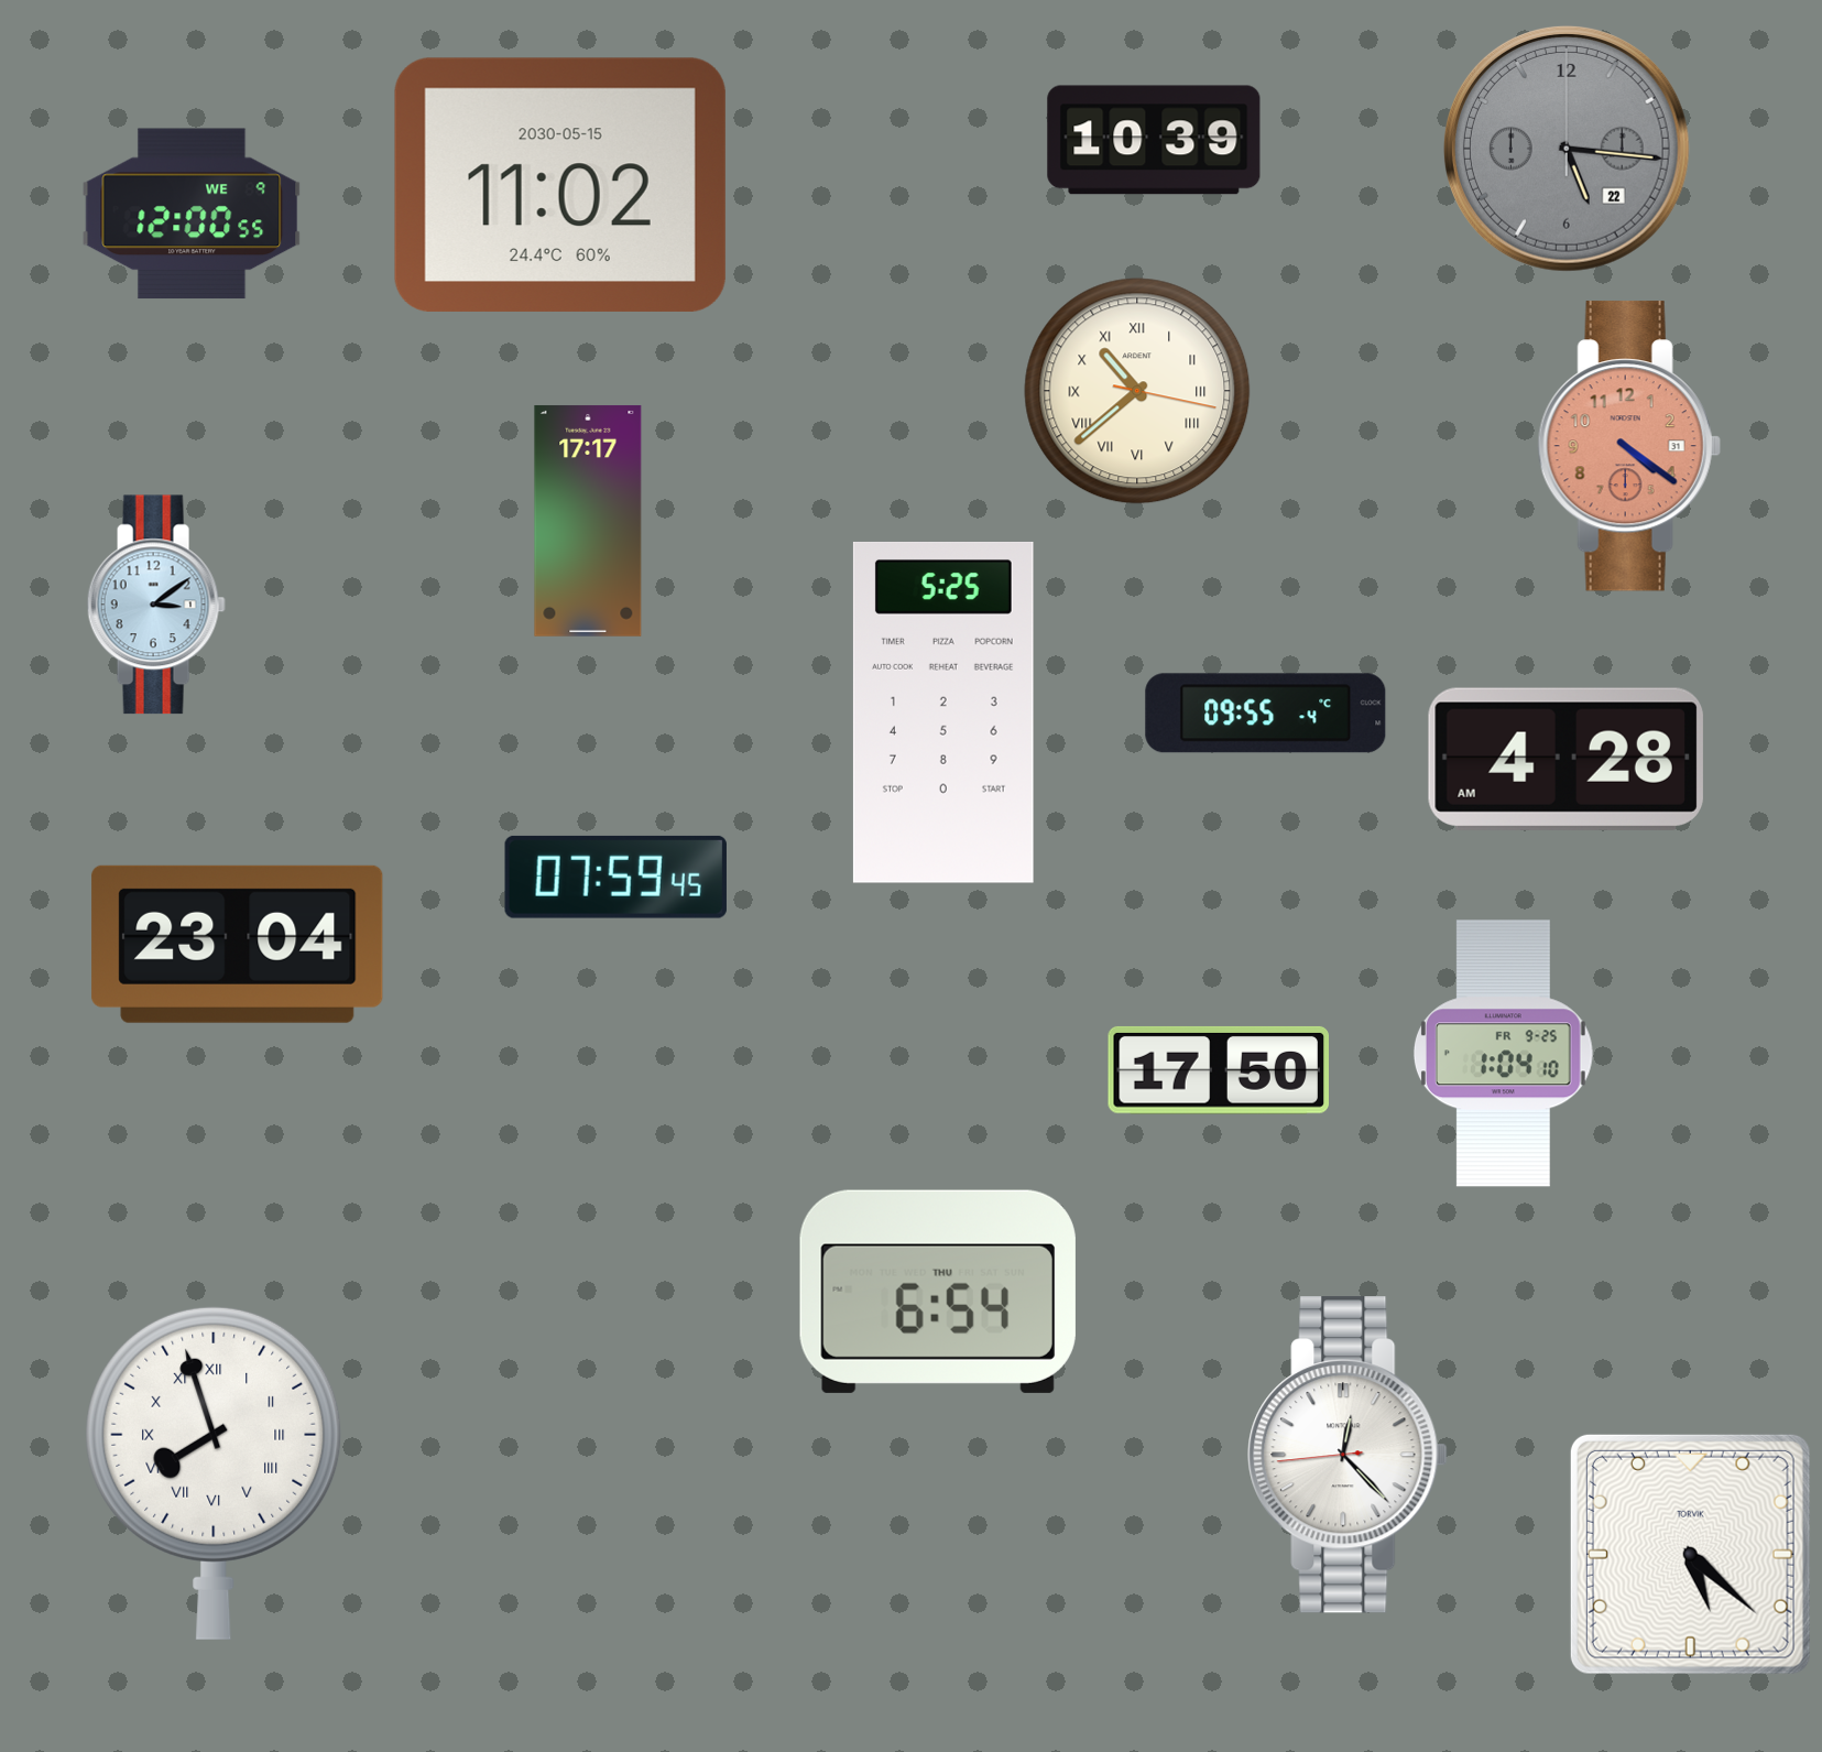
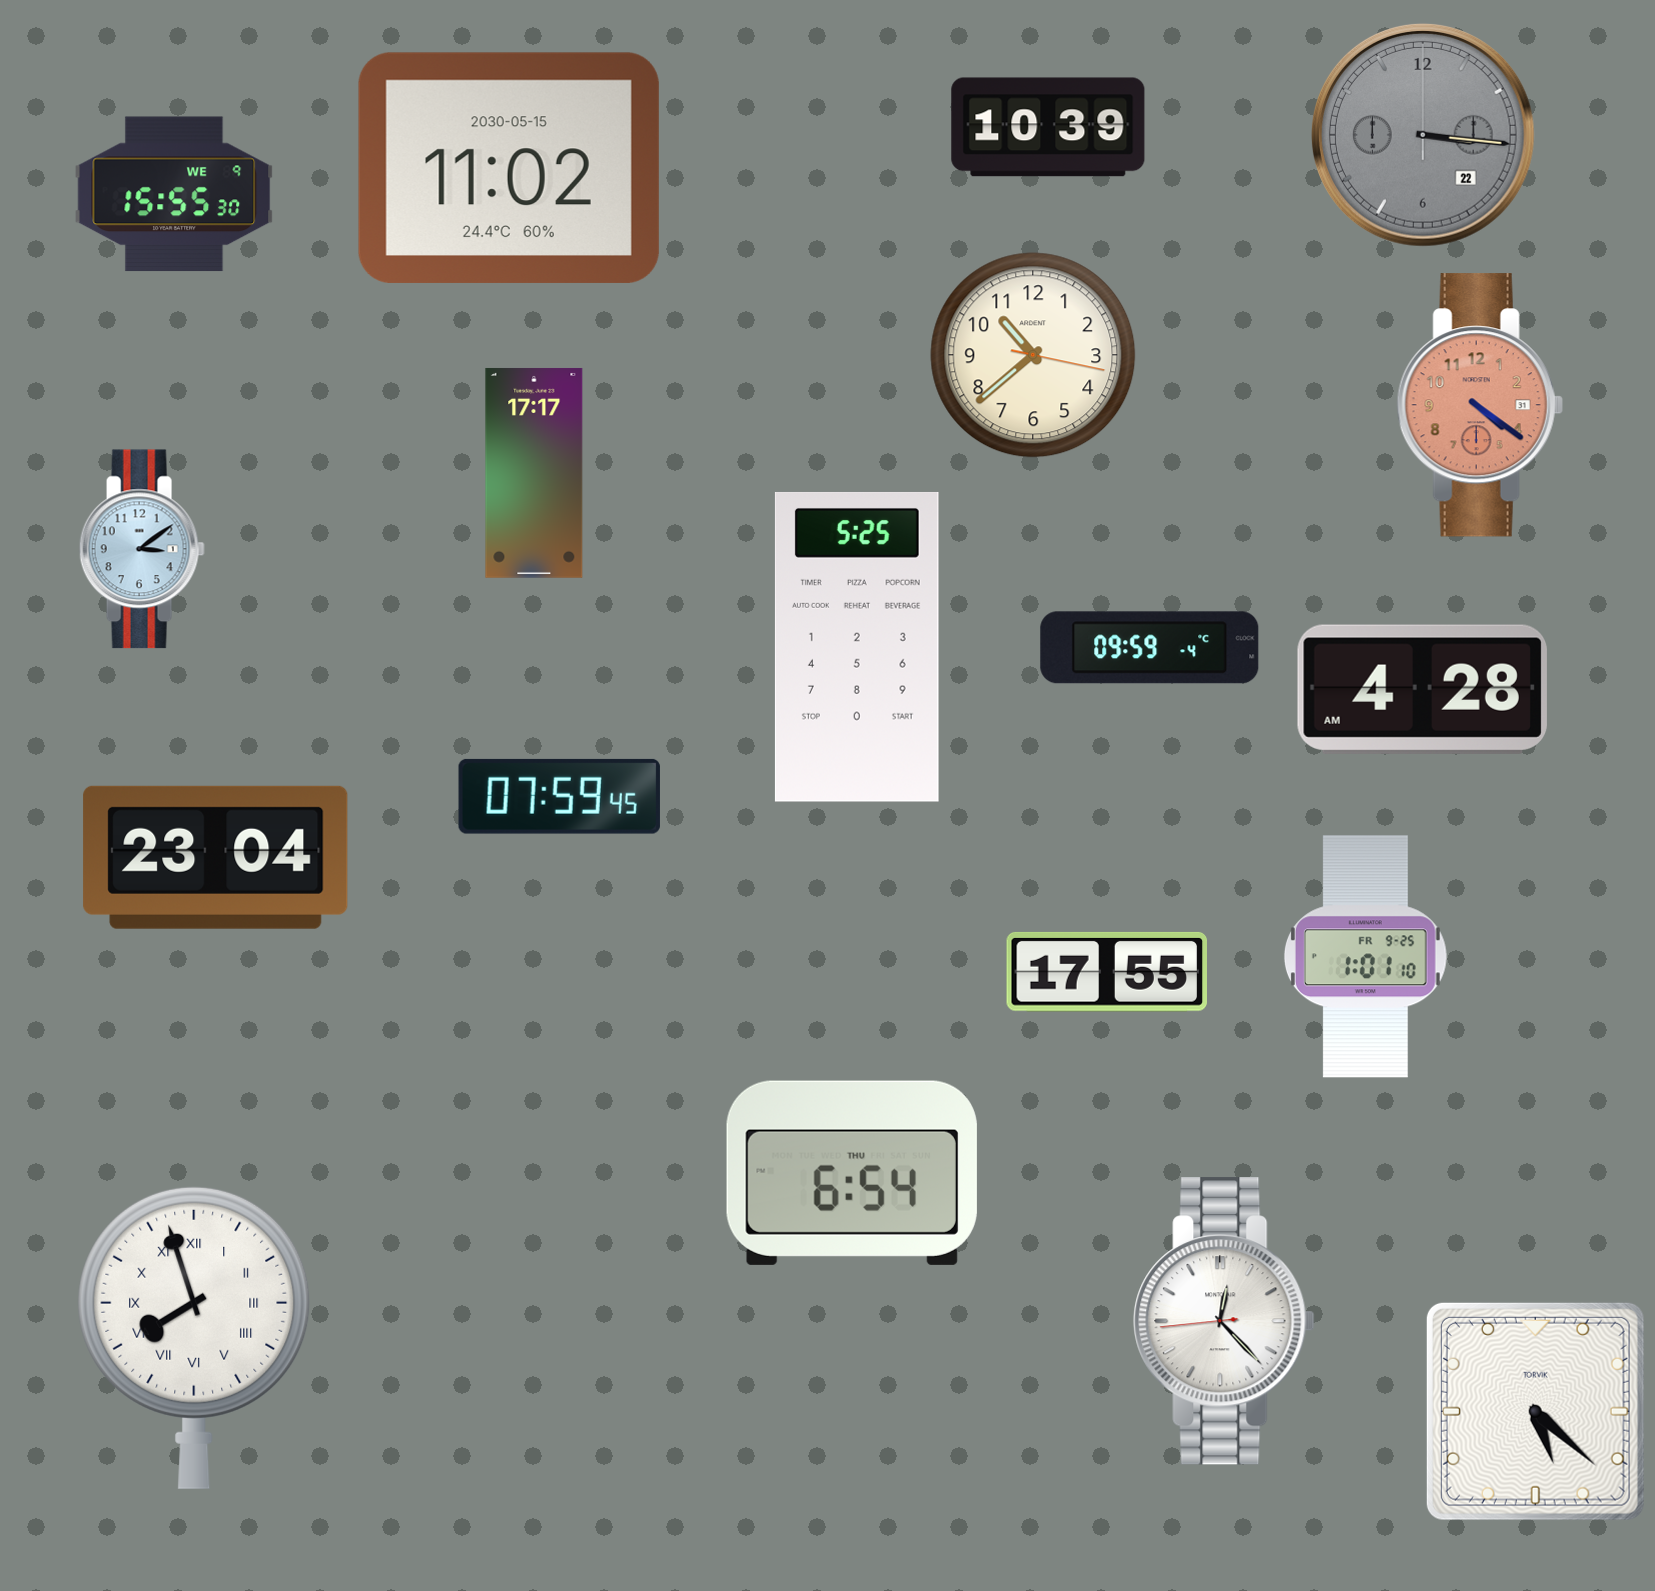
clock at (1567, 149): 5:16 -> 3:16
clock at (192, 214): 12:00 -> 15:55
clock at (1137, 391) numerals: Roman -> Arabic
clock at (1266, 714): 09:55 -> 09:59
clock at (1503, 1054): 1:04 -> 1:01
clock at (1218, 1070): 17:50 -> 17:55
